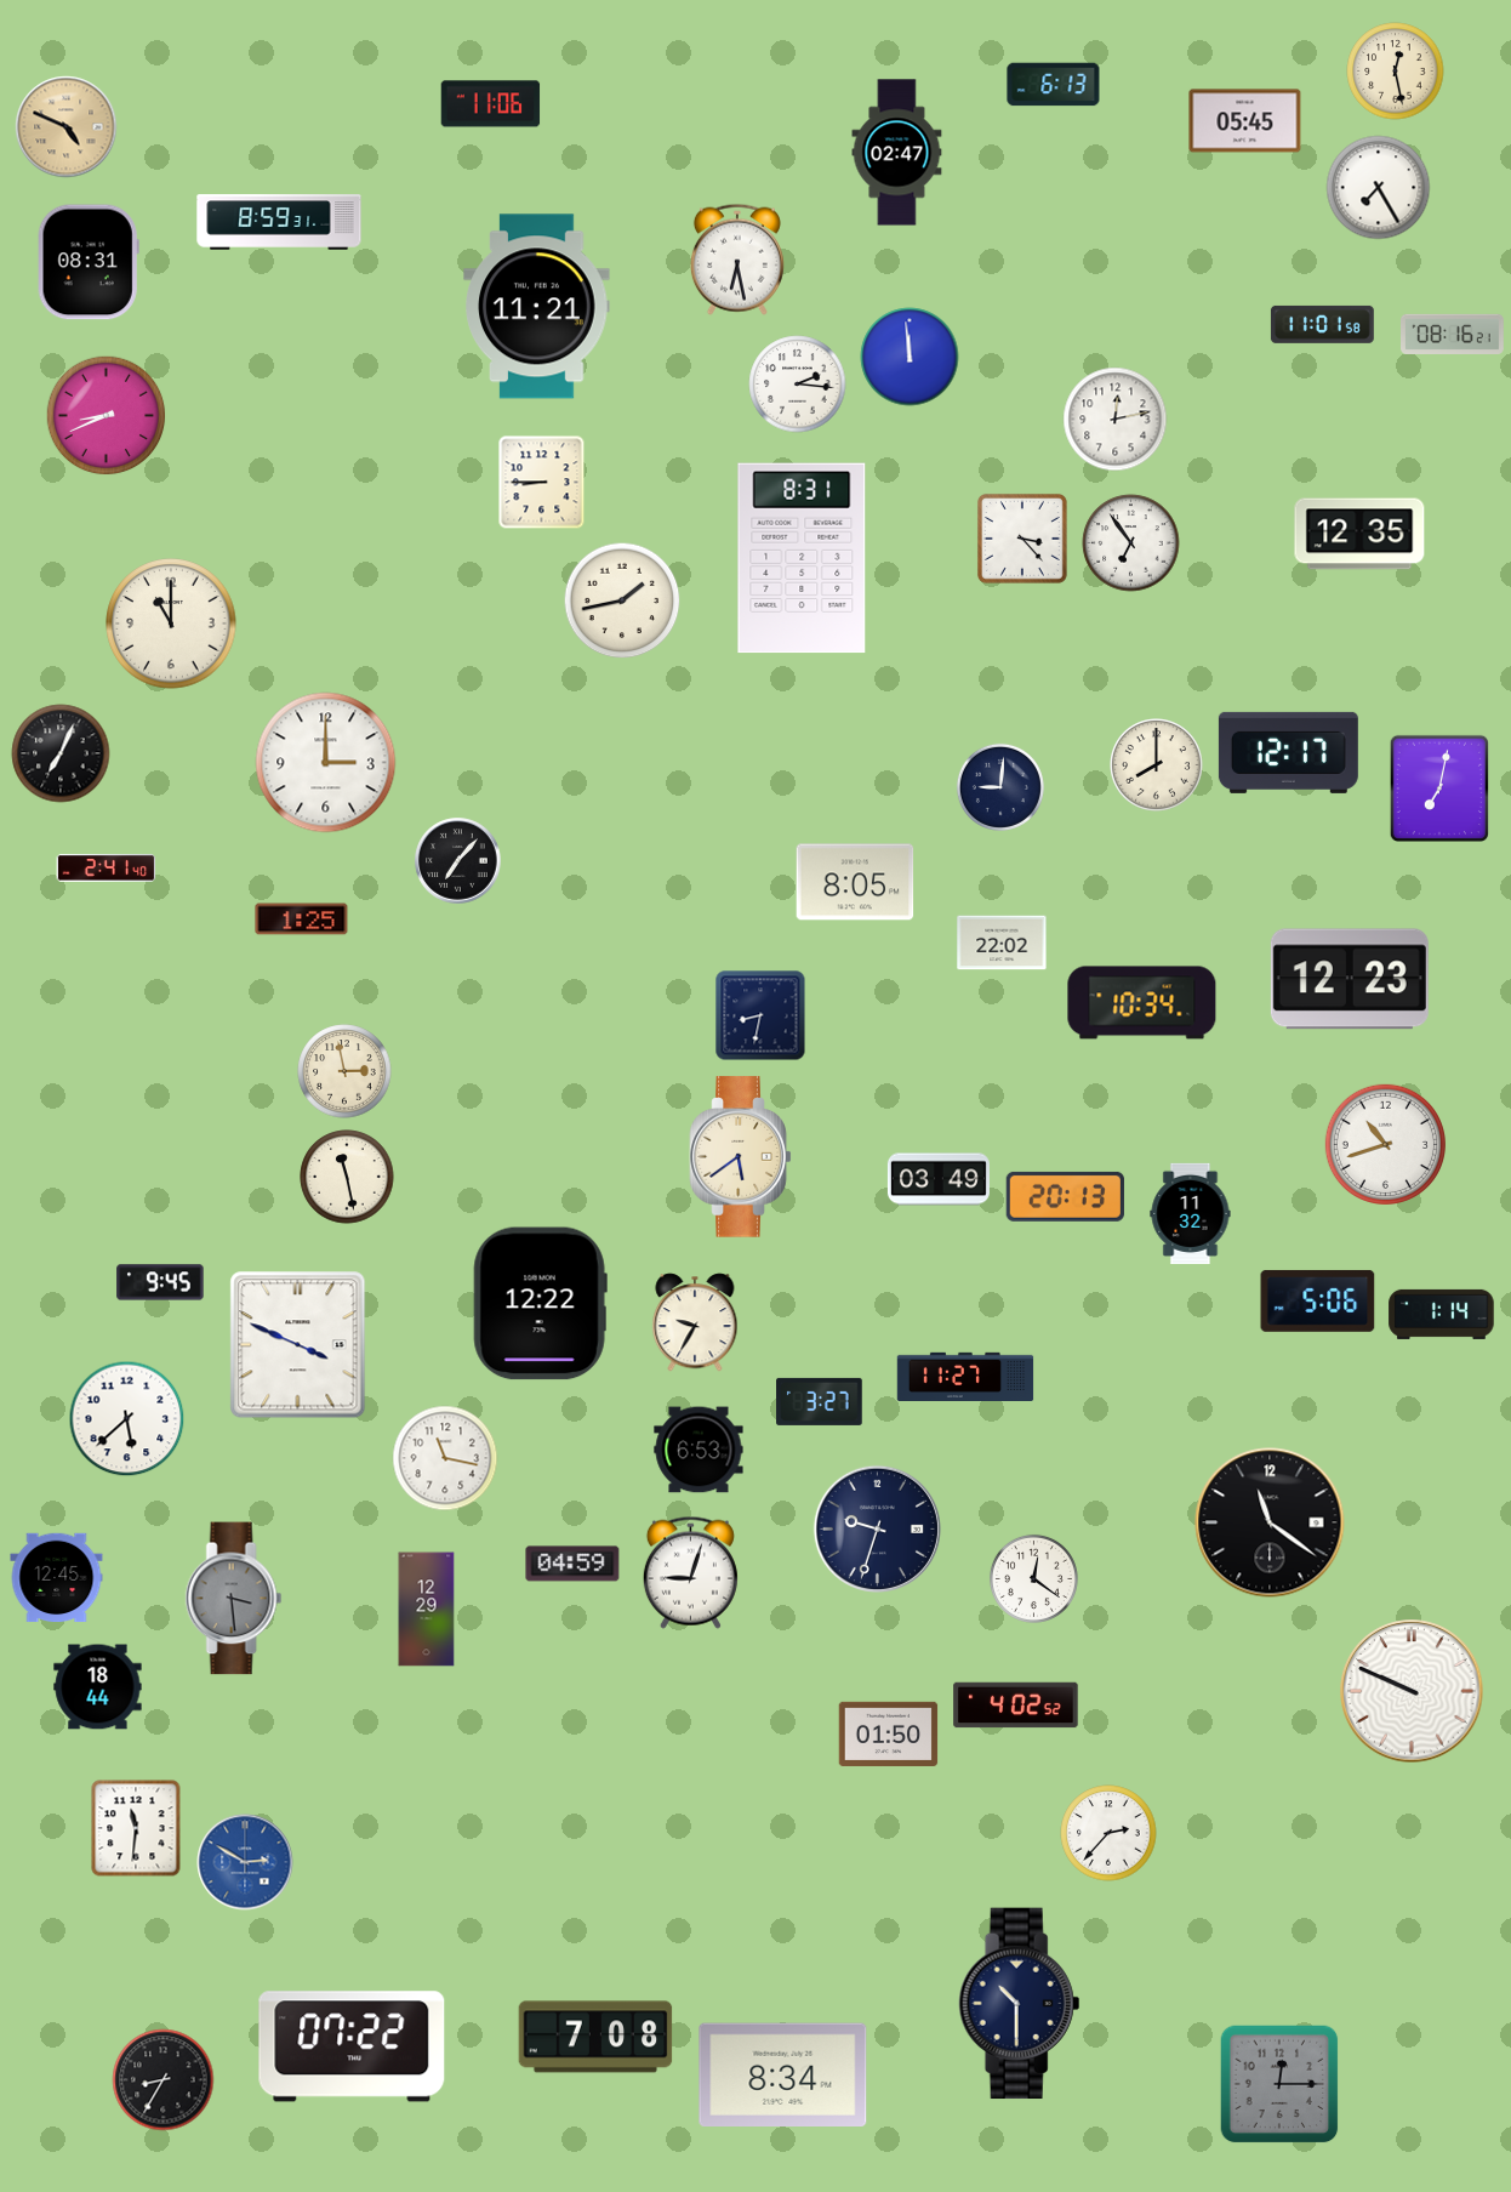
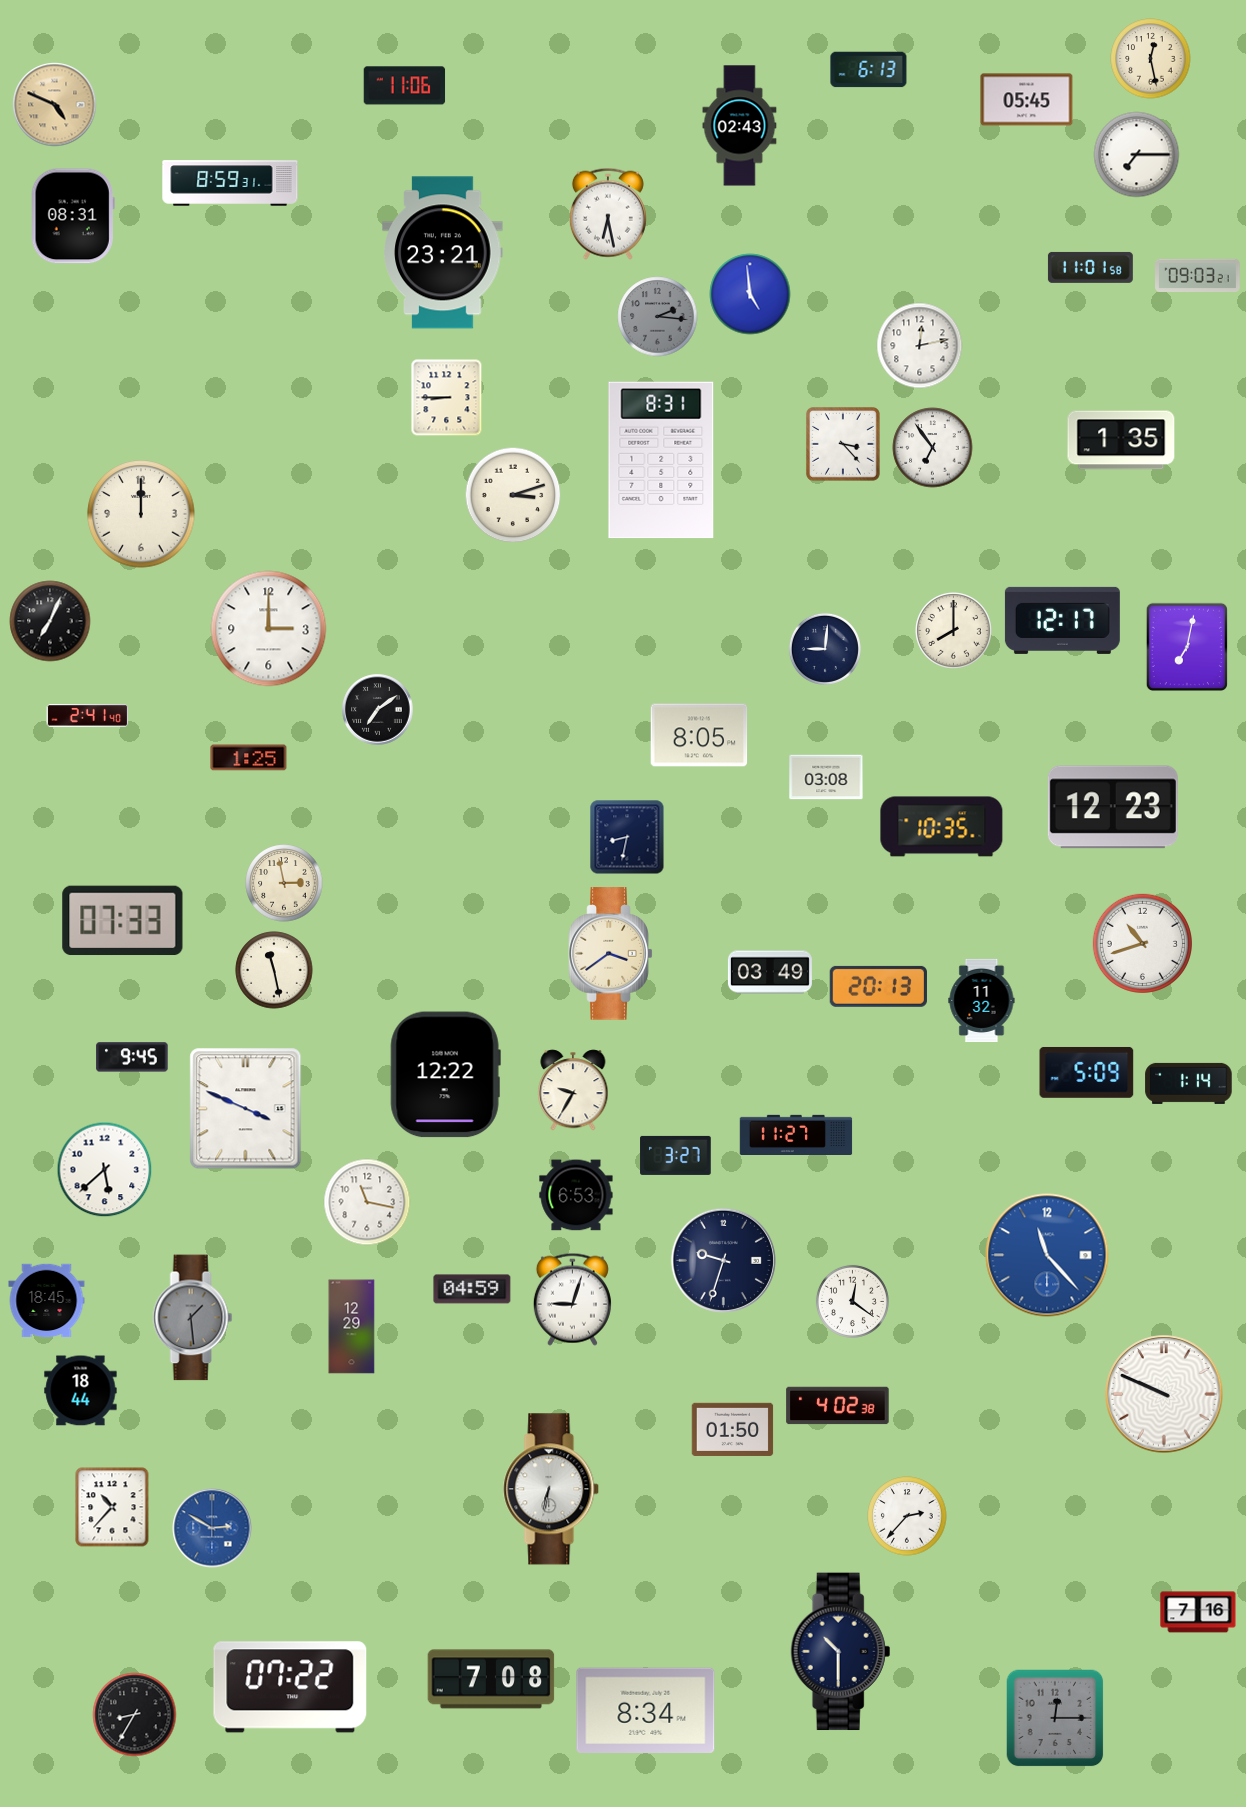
clock at (897, 153): 02:47 -> 02:43
clock at (1379, 188): 7:25 -> 7:15
clock at (537, 307): 11:21 -> 23:21
clock at (1453, 334): 08:16 -> 09:03
clock at (910, 357): 11:59 -> 4:59
clock at (798, 385) dial: white -> grey
clock at (107, 416): 8:41 -> none
clock at (1359, 534): 12:35 -> 1:35
clock at (622, 600): 1:43 -> 3:12
clock at (171, 624): 11:00 -> 12:00
clock at (1439, 787) position: (1439, 787) -> (1187, 646)
clock at (458, 861): 7:07 -> 7:09
clock at (855, 882) position: (855, 882) -> (699, 735)
clock at (1002, 943): 22:02 -> 03:08
clock at (1142, 1003): 10:34 -> 10:35
clock at (123, 921): none -> 07:33
clock at (741, 1157): 5:39 -> 3:39
clock at (347, 1177) position: (347, 1177) -> (274, 970)
clock at (939, 1179) position: (939, 1179) -> (770, 972)
clock at (1318, 1300): 5:06 -> 5:09
clock at (1270, 1522): 11:21 -> 11:23
clock at (1270, 1522) dial: black -> blue
clock at (690, 1572) position: (690, 1572) -> (572, 1299)
clock at (57, 1578): 12:45 -> 18:45
clock at (234, 1599): 3:29 -> 1:29
clock at (1016, 1706): 4:02:52 -> 4:02:38
clock at (552, 1489): none -> 6:32
clock at (136, 1828): 11:31 -> 10:37
clock at (1108, 1833) position: (1108, 1833) -> (907, 1516)
clock at (245, 1862) position: (245, 1862) -> (212, 1528)
clock at (1198, 1612): none -> 7:16
